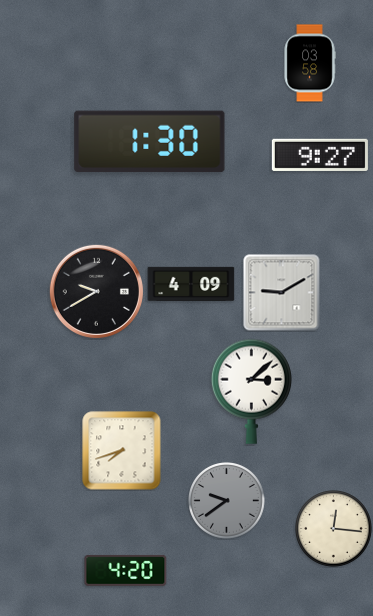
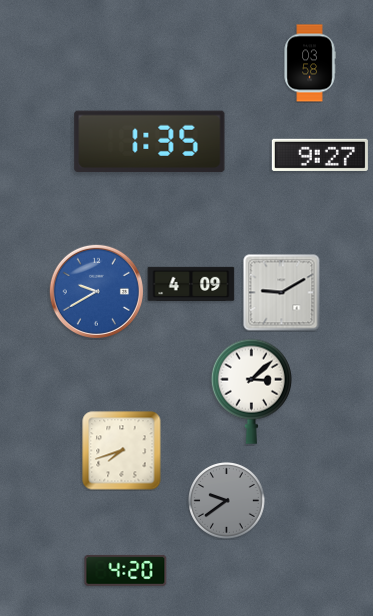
clock at (150, 142): 1:30 -> 1:35
clock at (96, 291) dial: black -> blue
clock at (334, 529): 12:16 -> none
